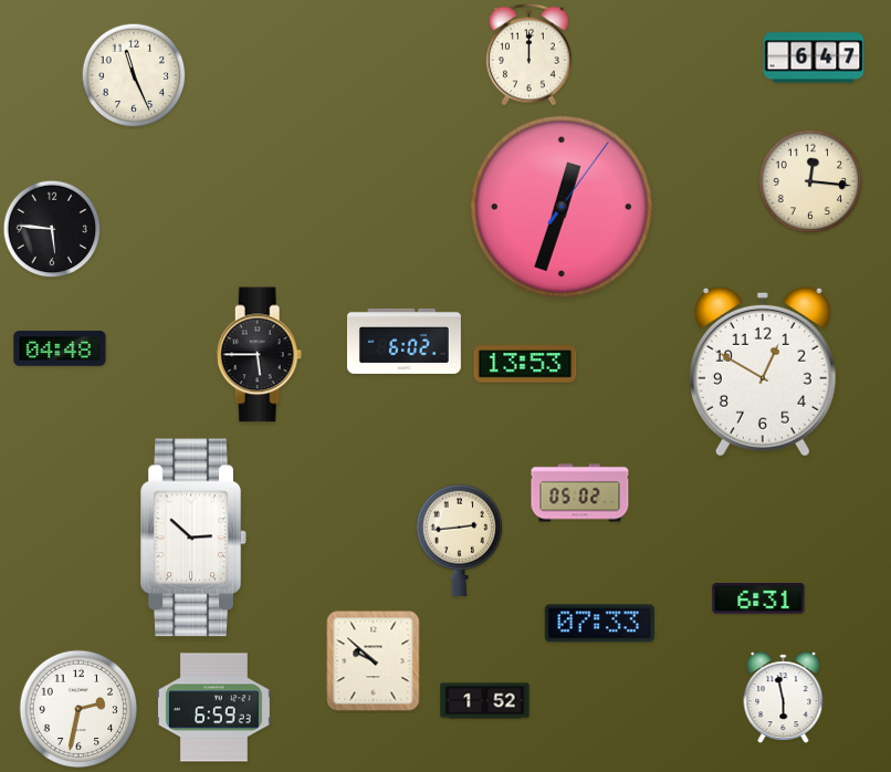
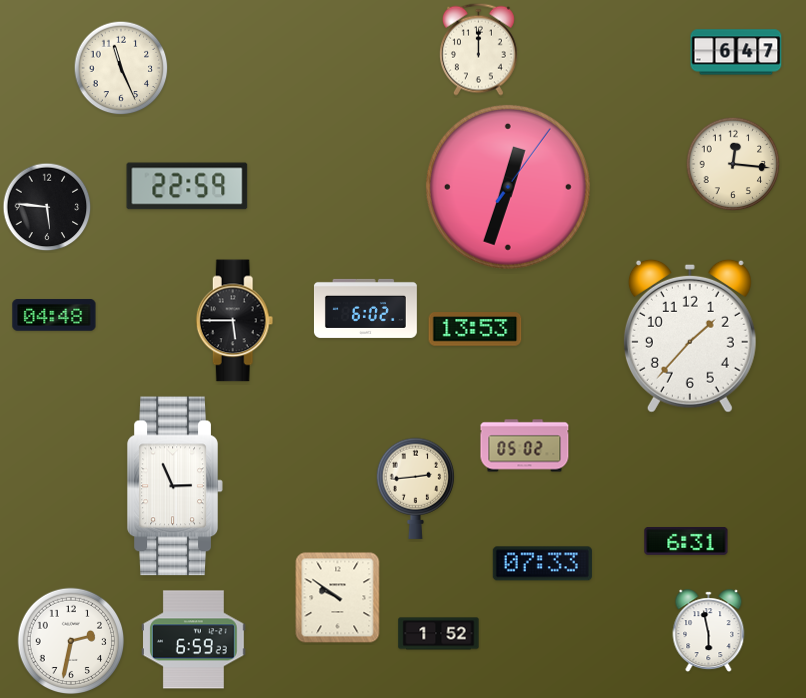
clock at (187, 186): none -> 22:59
clock at (763, 372): 12:50 -> 1:37
clock at (193, 538): 2:52 -> 2:56
clock at (374, 661): 9:52 -> 9:51
